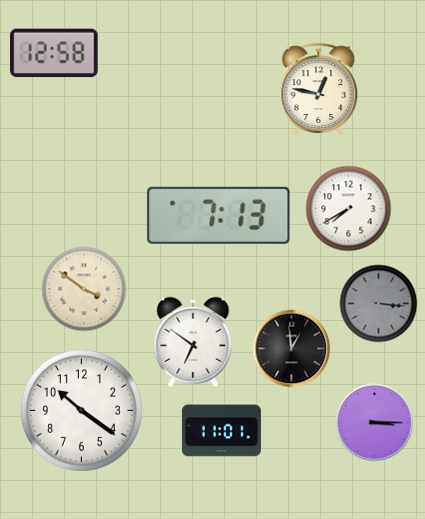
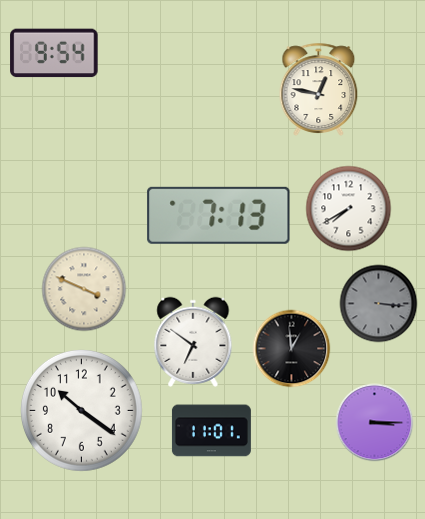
clock at (54, 53): 12:58 -> 9:54
clock at (84, 289): 3:51 -> 3:49
clock at (221, 431) position: (221, 431) -> (211, 431)
